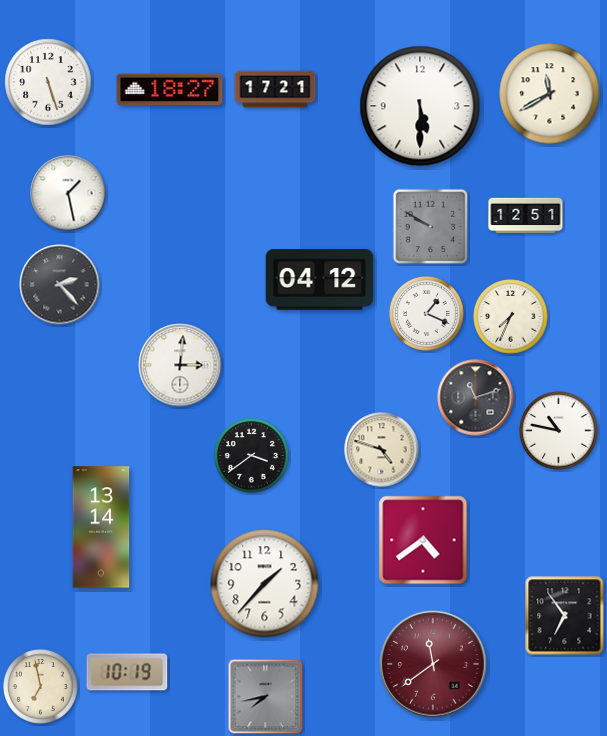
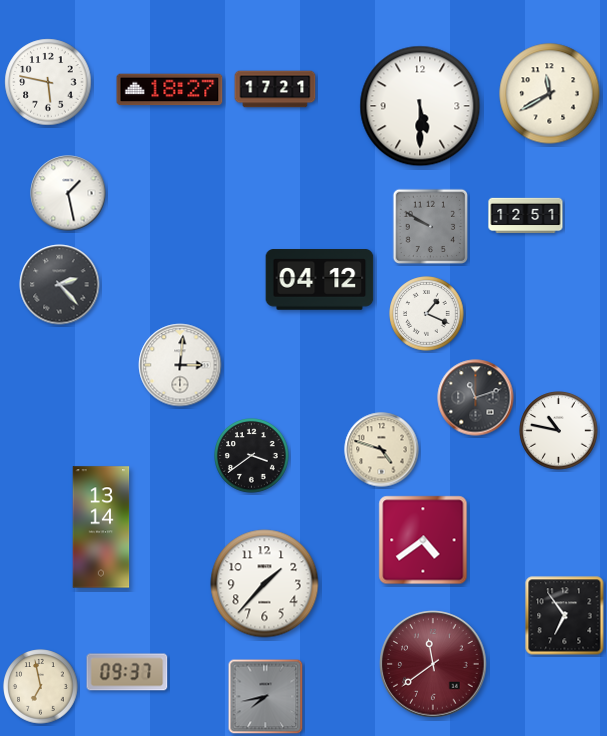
clock at (48, 82): 5:27 -> 5:47
clock at (511, 317): 7:34 -> none
clock at (127, 672): 10:19 -> 09:37
